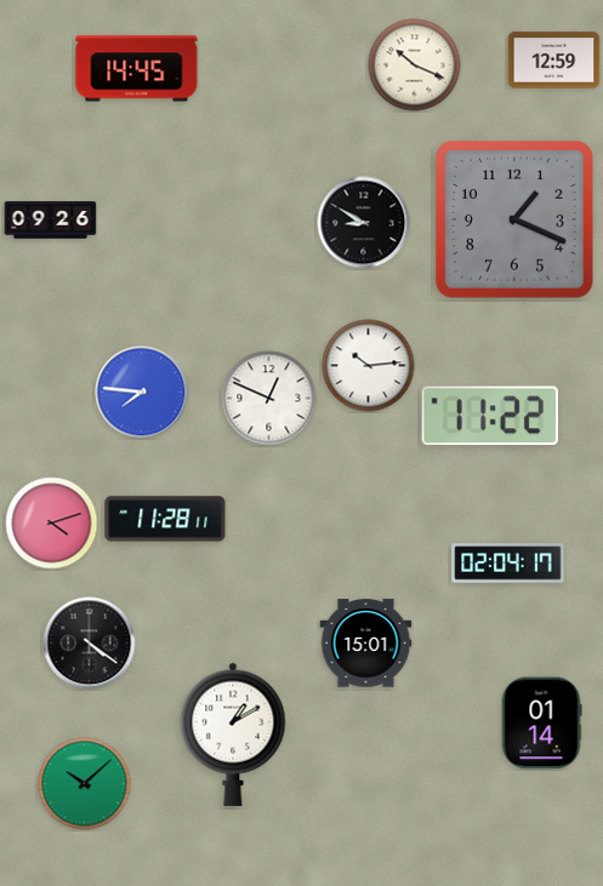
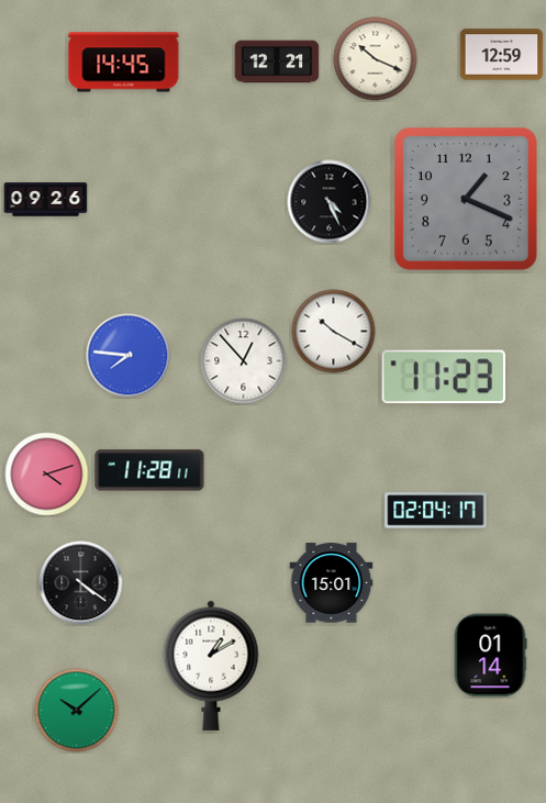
clock at (277, 62): none -> 12:21
clock at (364, 223): 8:50 -> 4:26
clock at (369, 366): 10:14 -> 10:20
clock at (269, 399): 12:49 -> 12:53
clock at (490, 416): 11:22 -> 11:23
clock at (508, 564) position: (508, 564) -> (436, 511)
